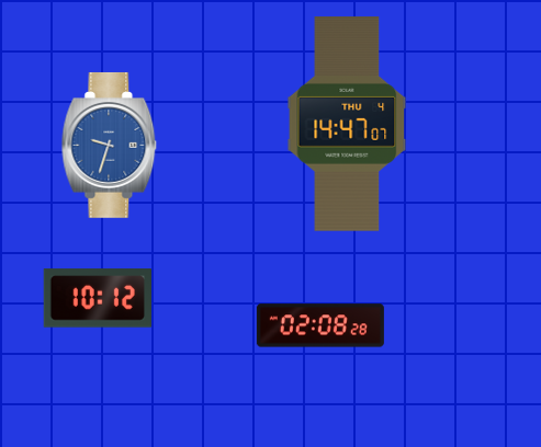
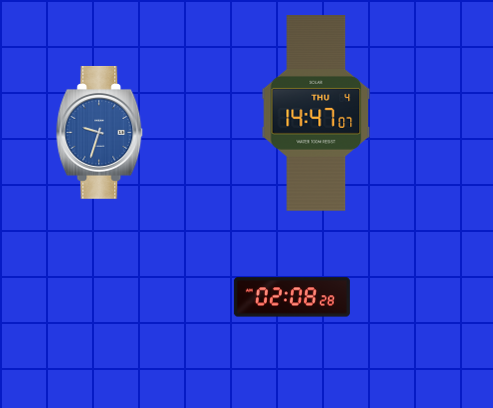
clock at (97, 298): 10:12 -> none
